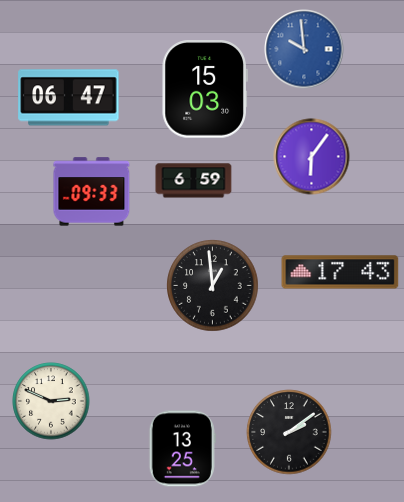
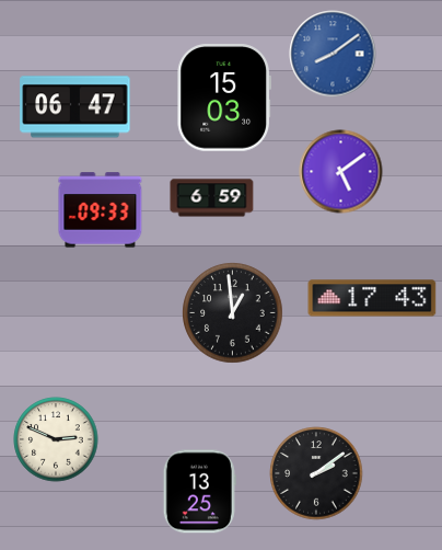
clock at (304, 49): 9:59 -> 8:09
clock at (312, 157): 6:06 -> 5:09
